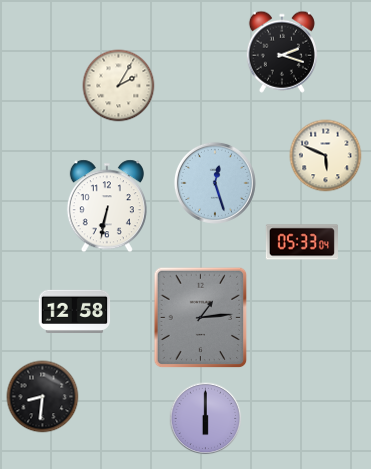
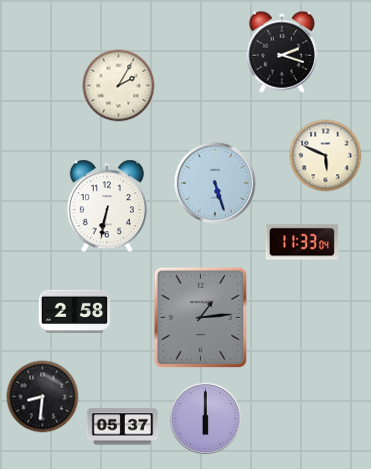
clock at (215, 183): 12:27 -> 5:27
clock at (301, 242): 05:33 -> 11:33
clock at (75, 311): 12:58 -> 2:58
clock at (123, 427): none -> 05:37
